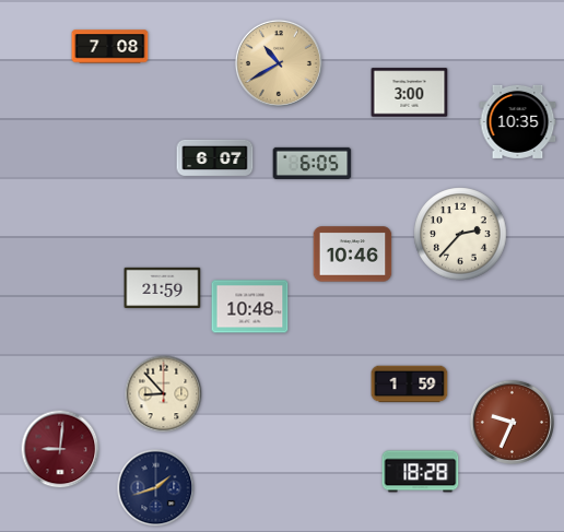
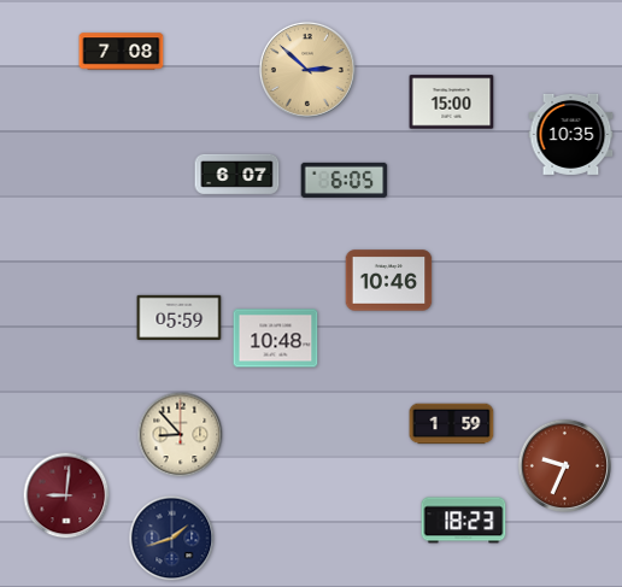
clock at (279, 63): 10:40 -> 2:52
clock at (410, 93): 3:00 -> 15:00
clock at (460, 234): 2:37 -> none
clock at (163, 287): 21:59 -> 05:59
clock at (421, 472): 18:28 -> 18:23
